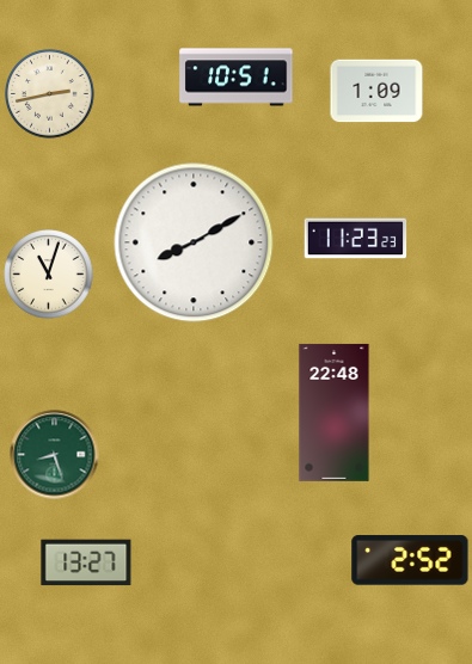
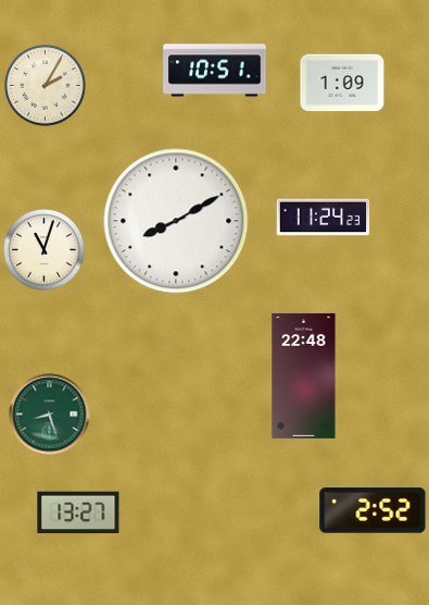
clock at (50, 94): 2:43 -> 2:05
clock at (356, 239): 11:23 -> 11:24
